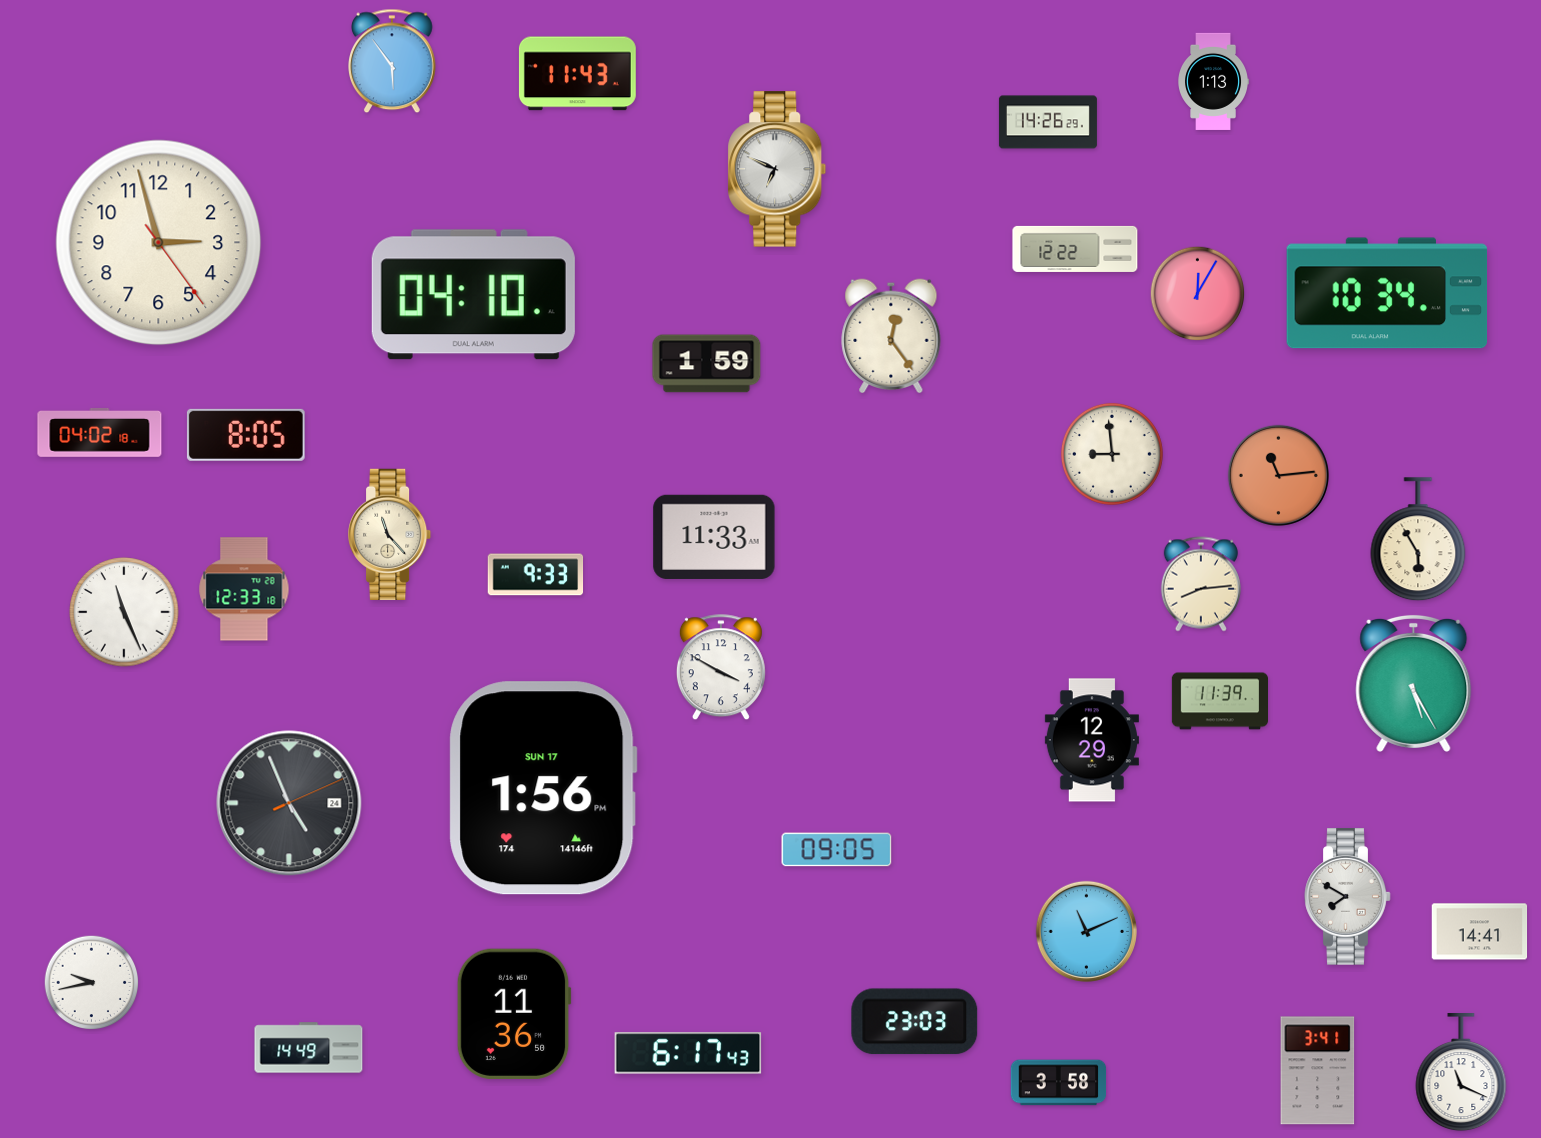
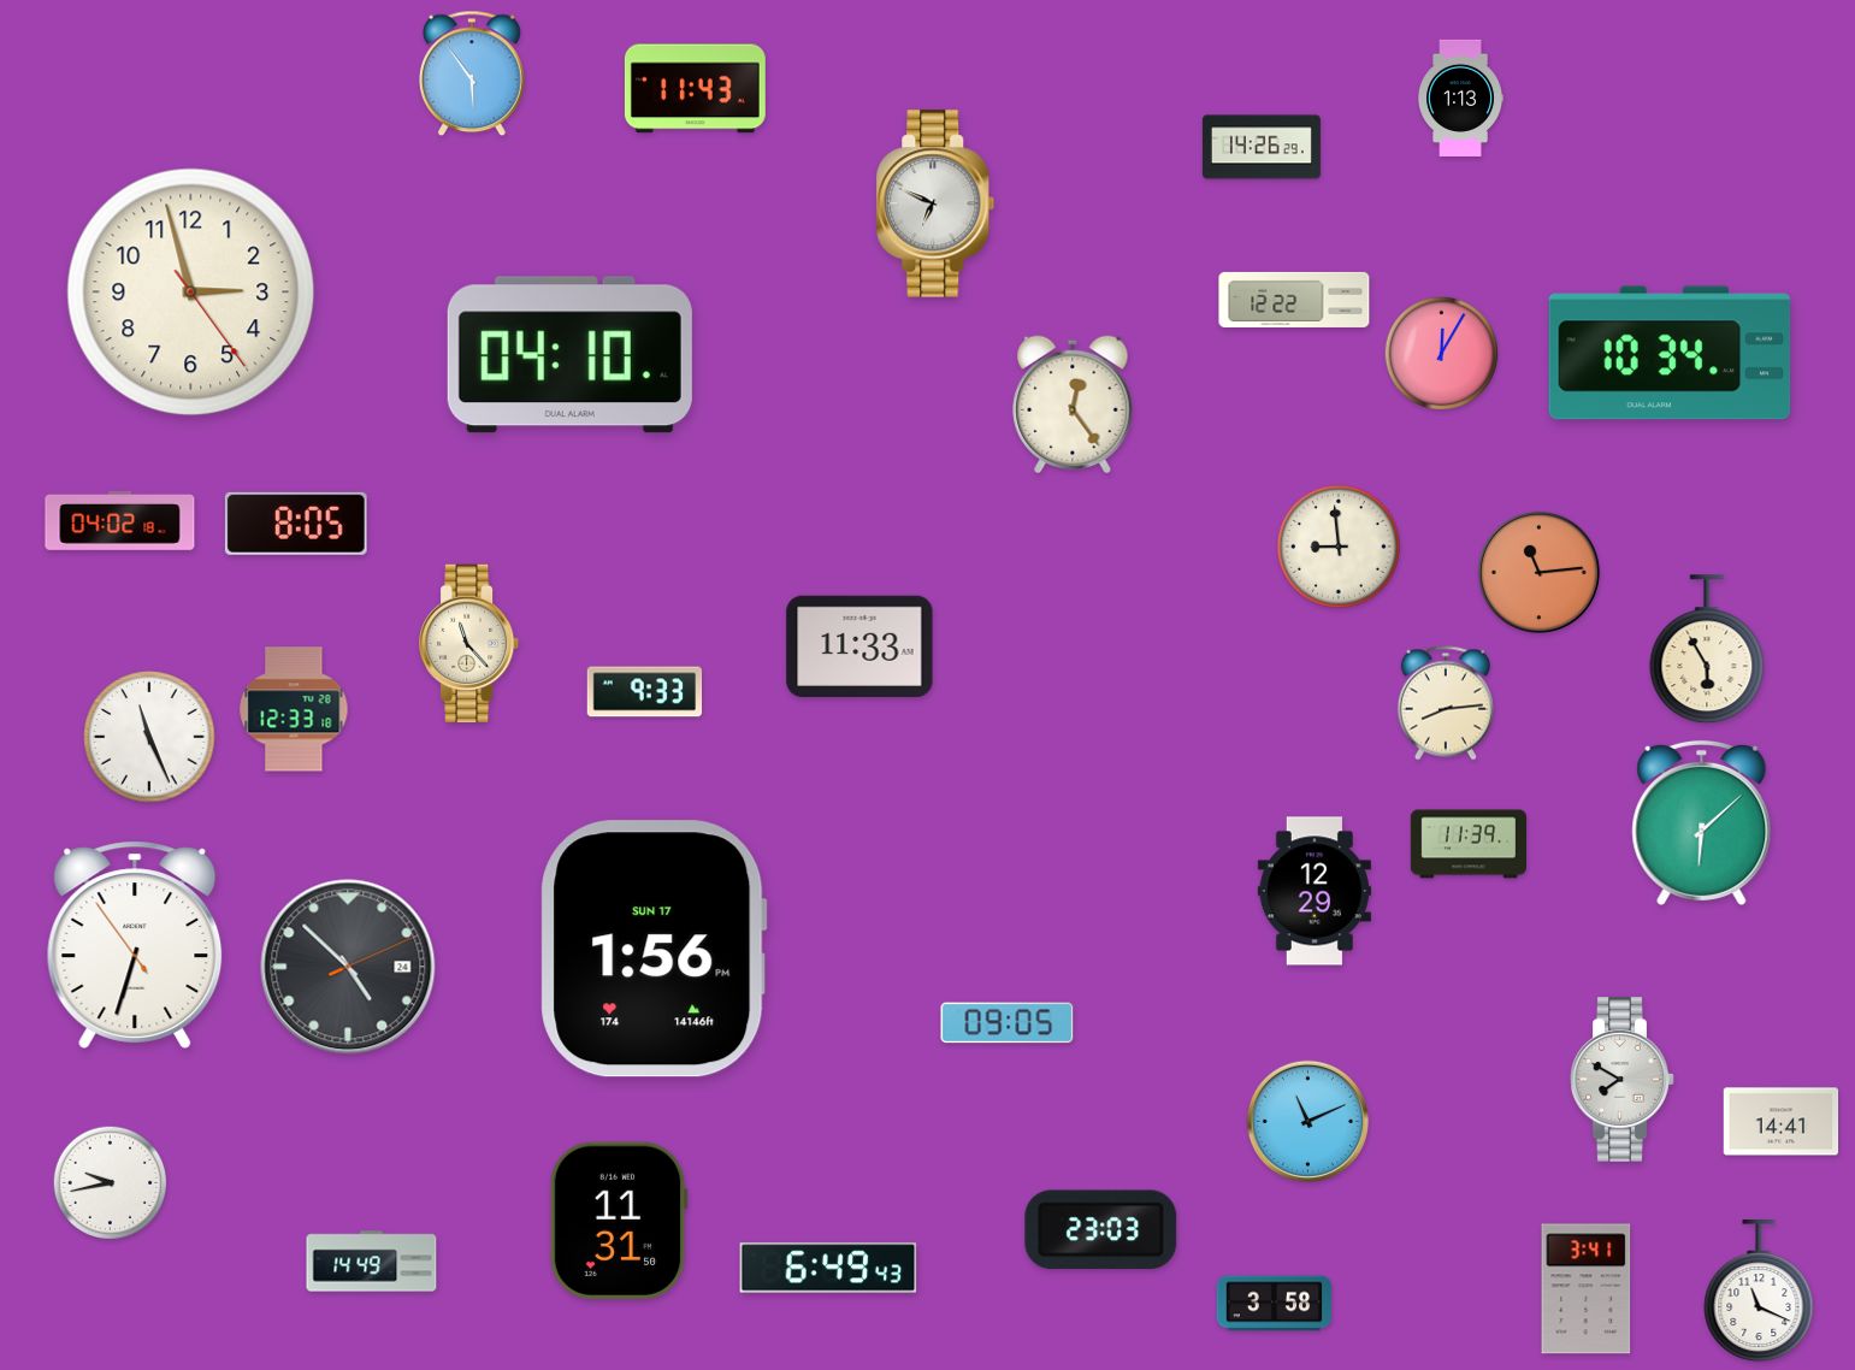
clock at (707, 364): 1:59 -> none
clock at (721, 668): 3:50 -> none
clock at (1414, 683): 5:25 -> 6:08
clock at (135, 945): none -> 6:32
clock at (289, 803): 4:56 -> 4:52
clock at (514, 1014): 11:36 -> 11:31
clock at (688, 1053): 6:17 -> 6:49
